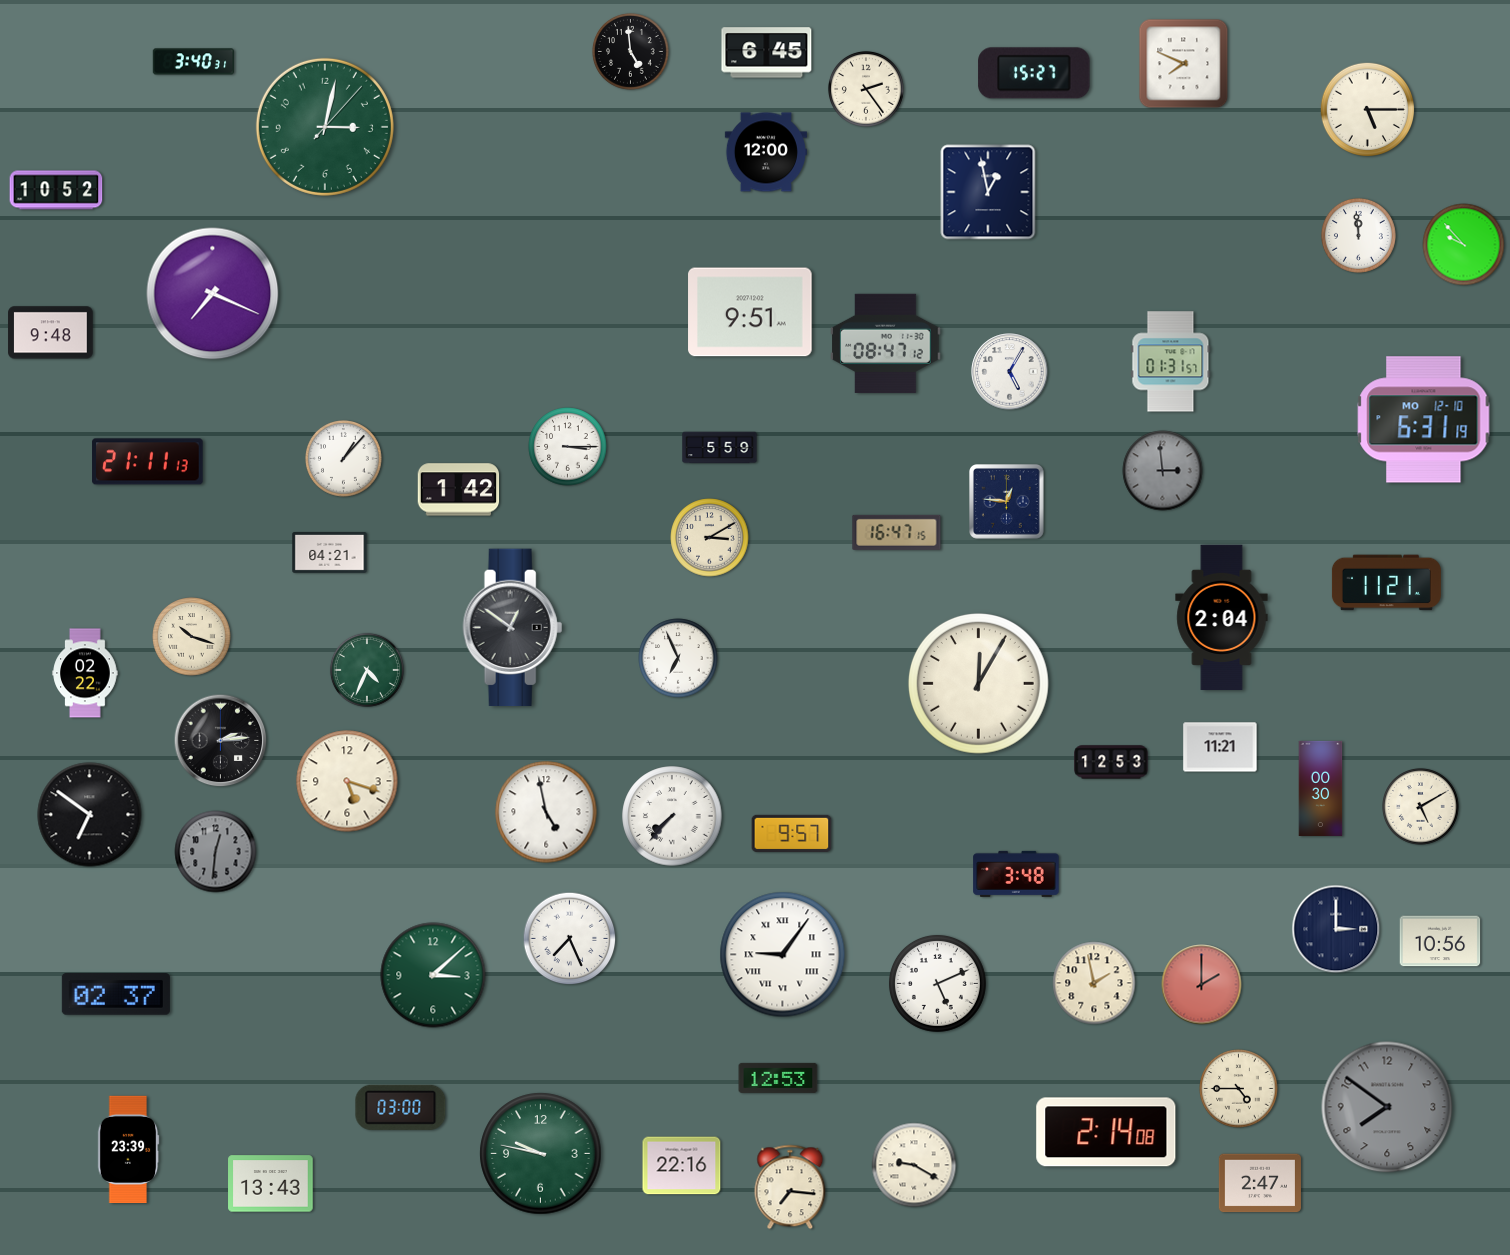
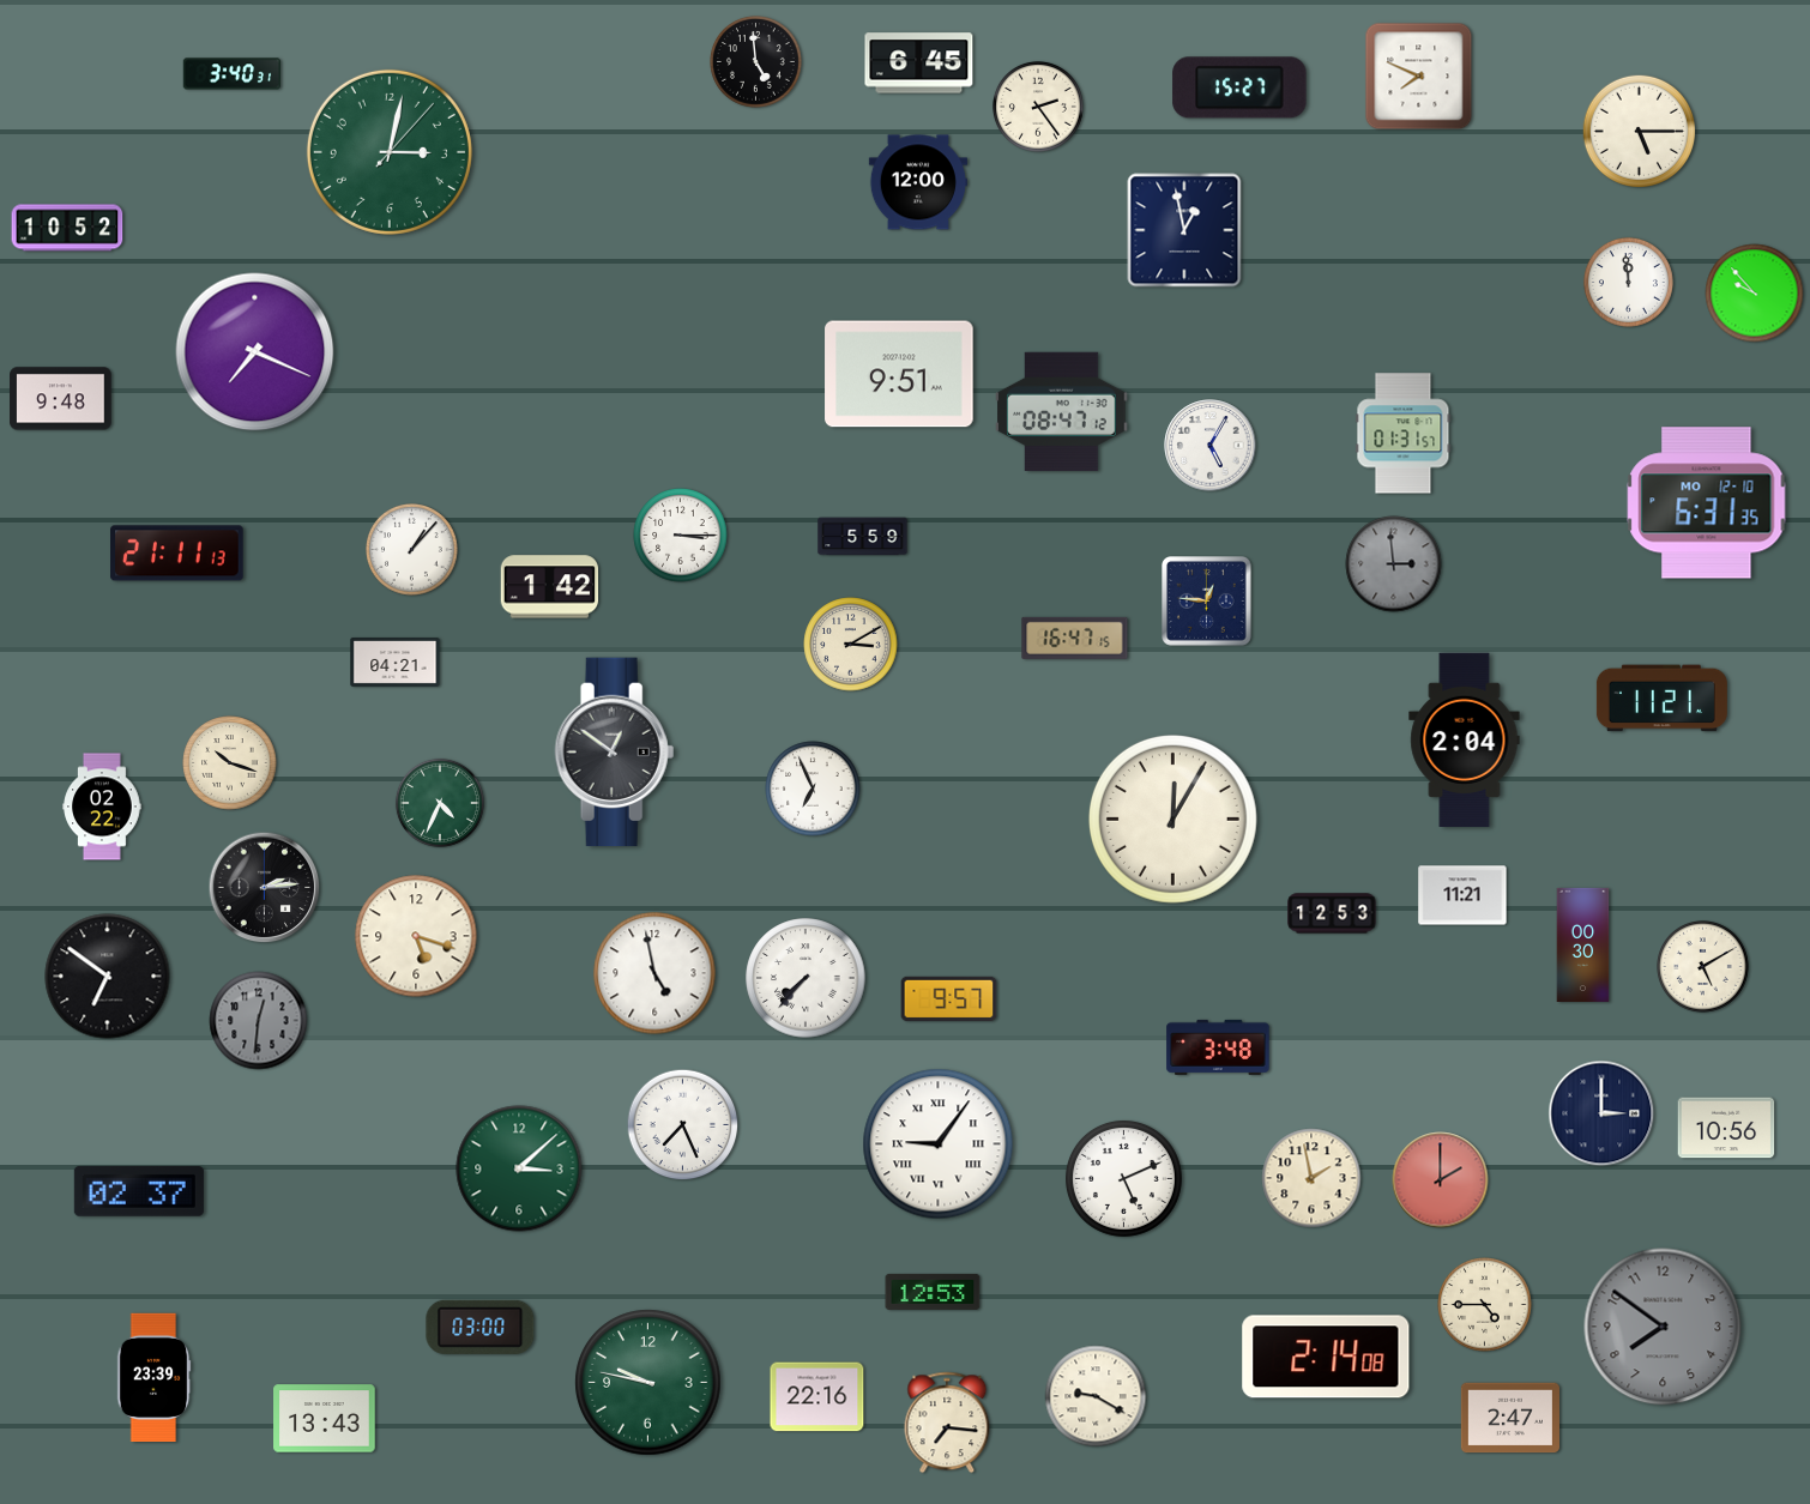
clock at (1424, 420): 6:31:19 -> 6:31:35
